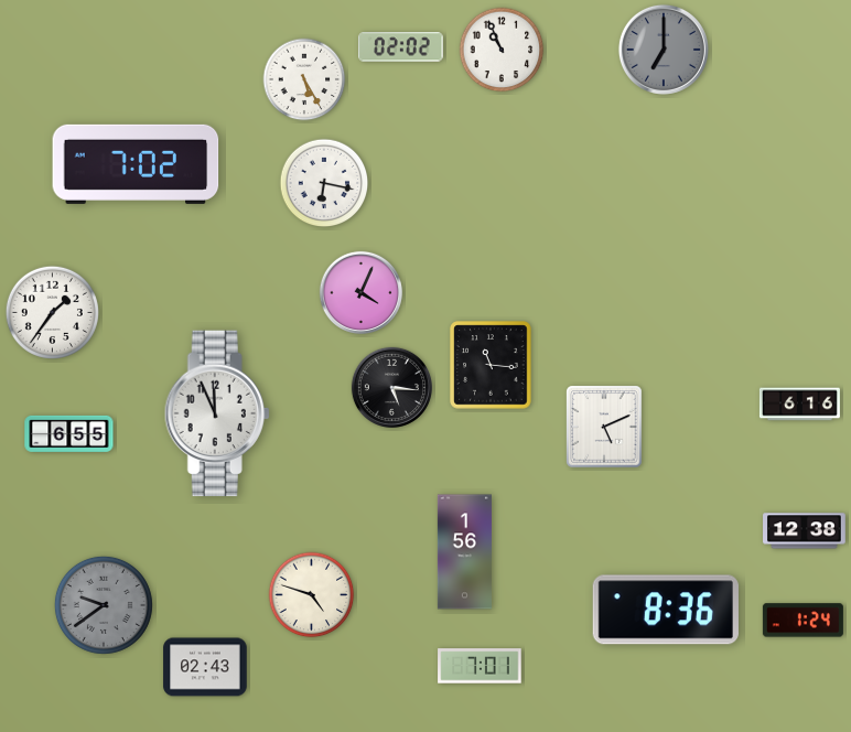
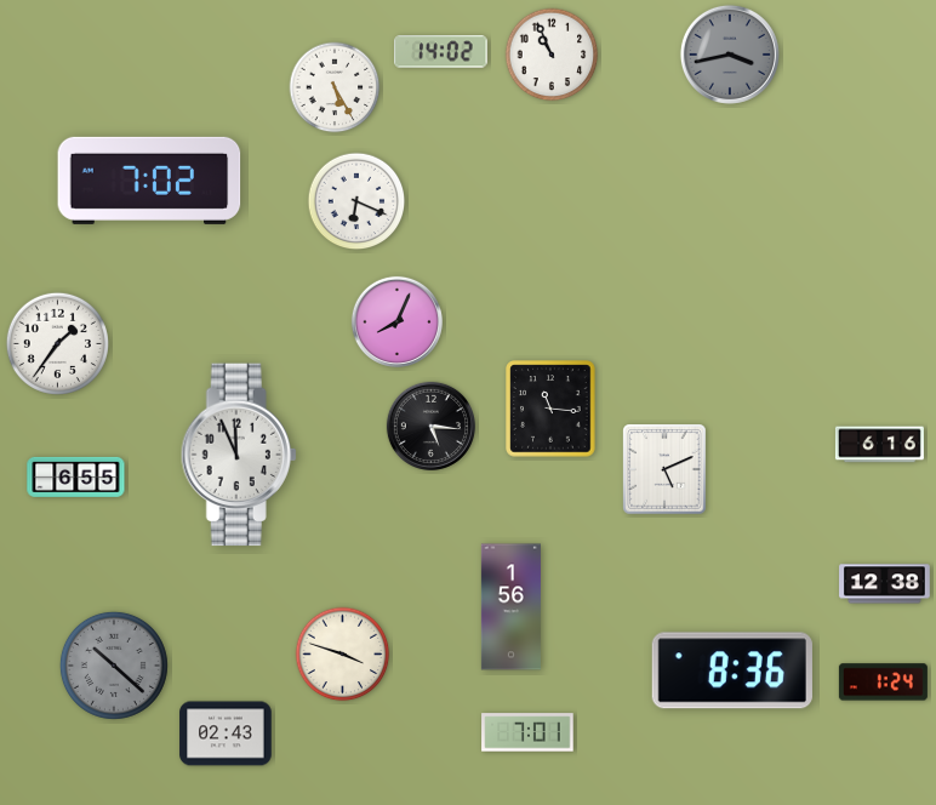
clock at (401, 47): 02:02 -> 14:02
clock at (664, 50): 7:00 -> 3:43
clock at (324, 183): 6:17 -> 6:19
clock at (360, 292): 4:04 -> 8:04
clock at (491, 365) position: (491, 365) -> (550, 409)
clock at (312, 595): 4:48 -> 3:48
clock at (104, 605): 9:39 -> 10:22
